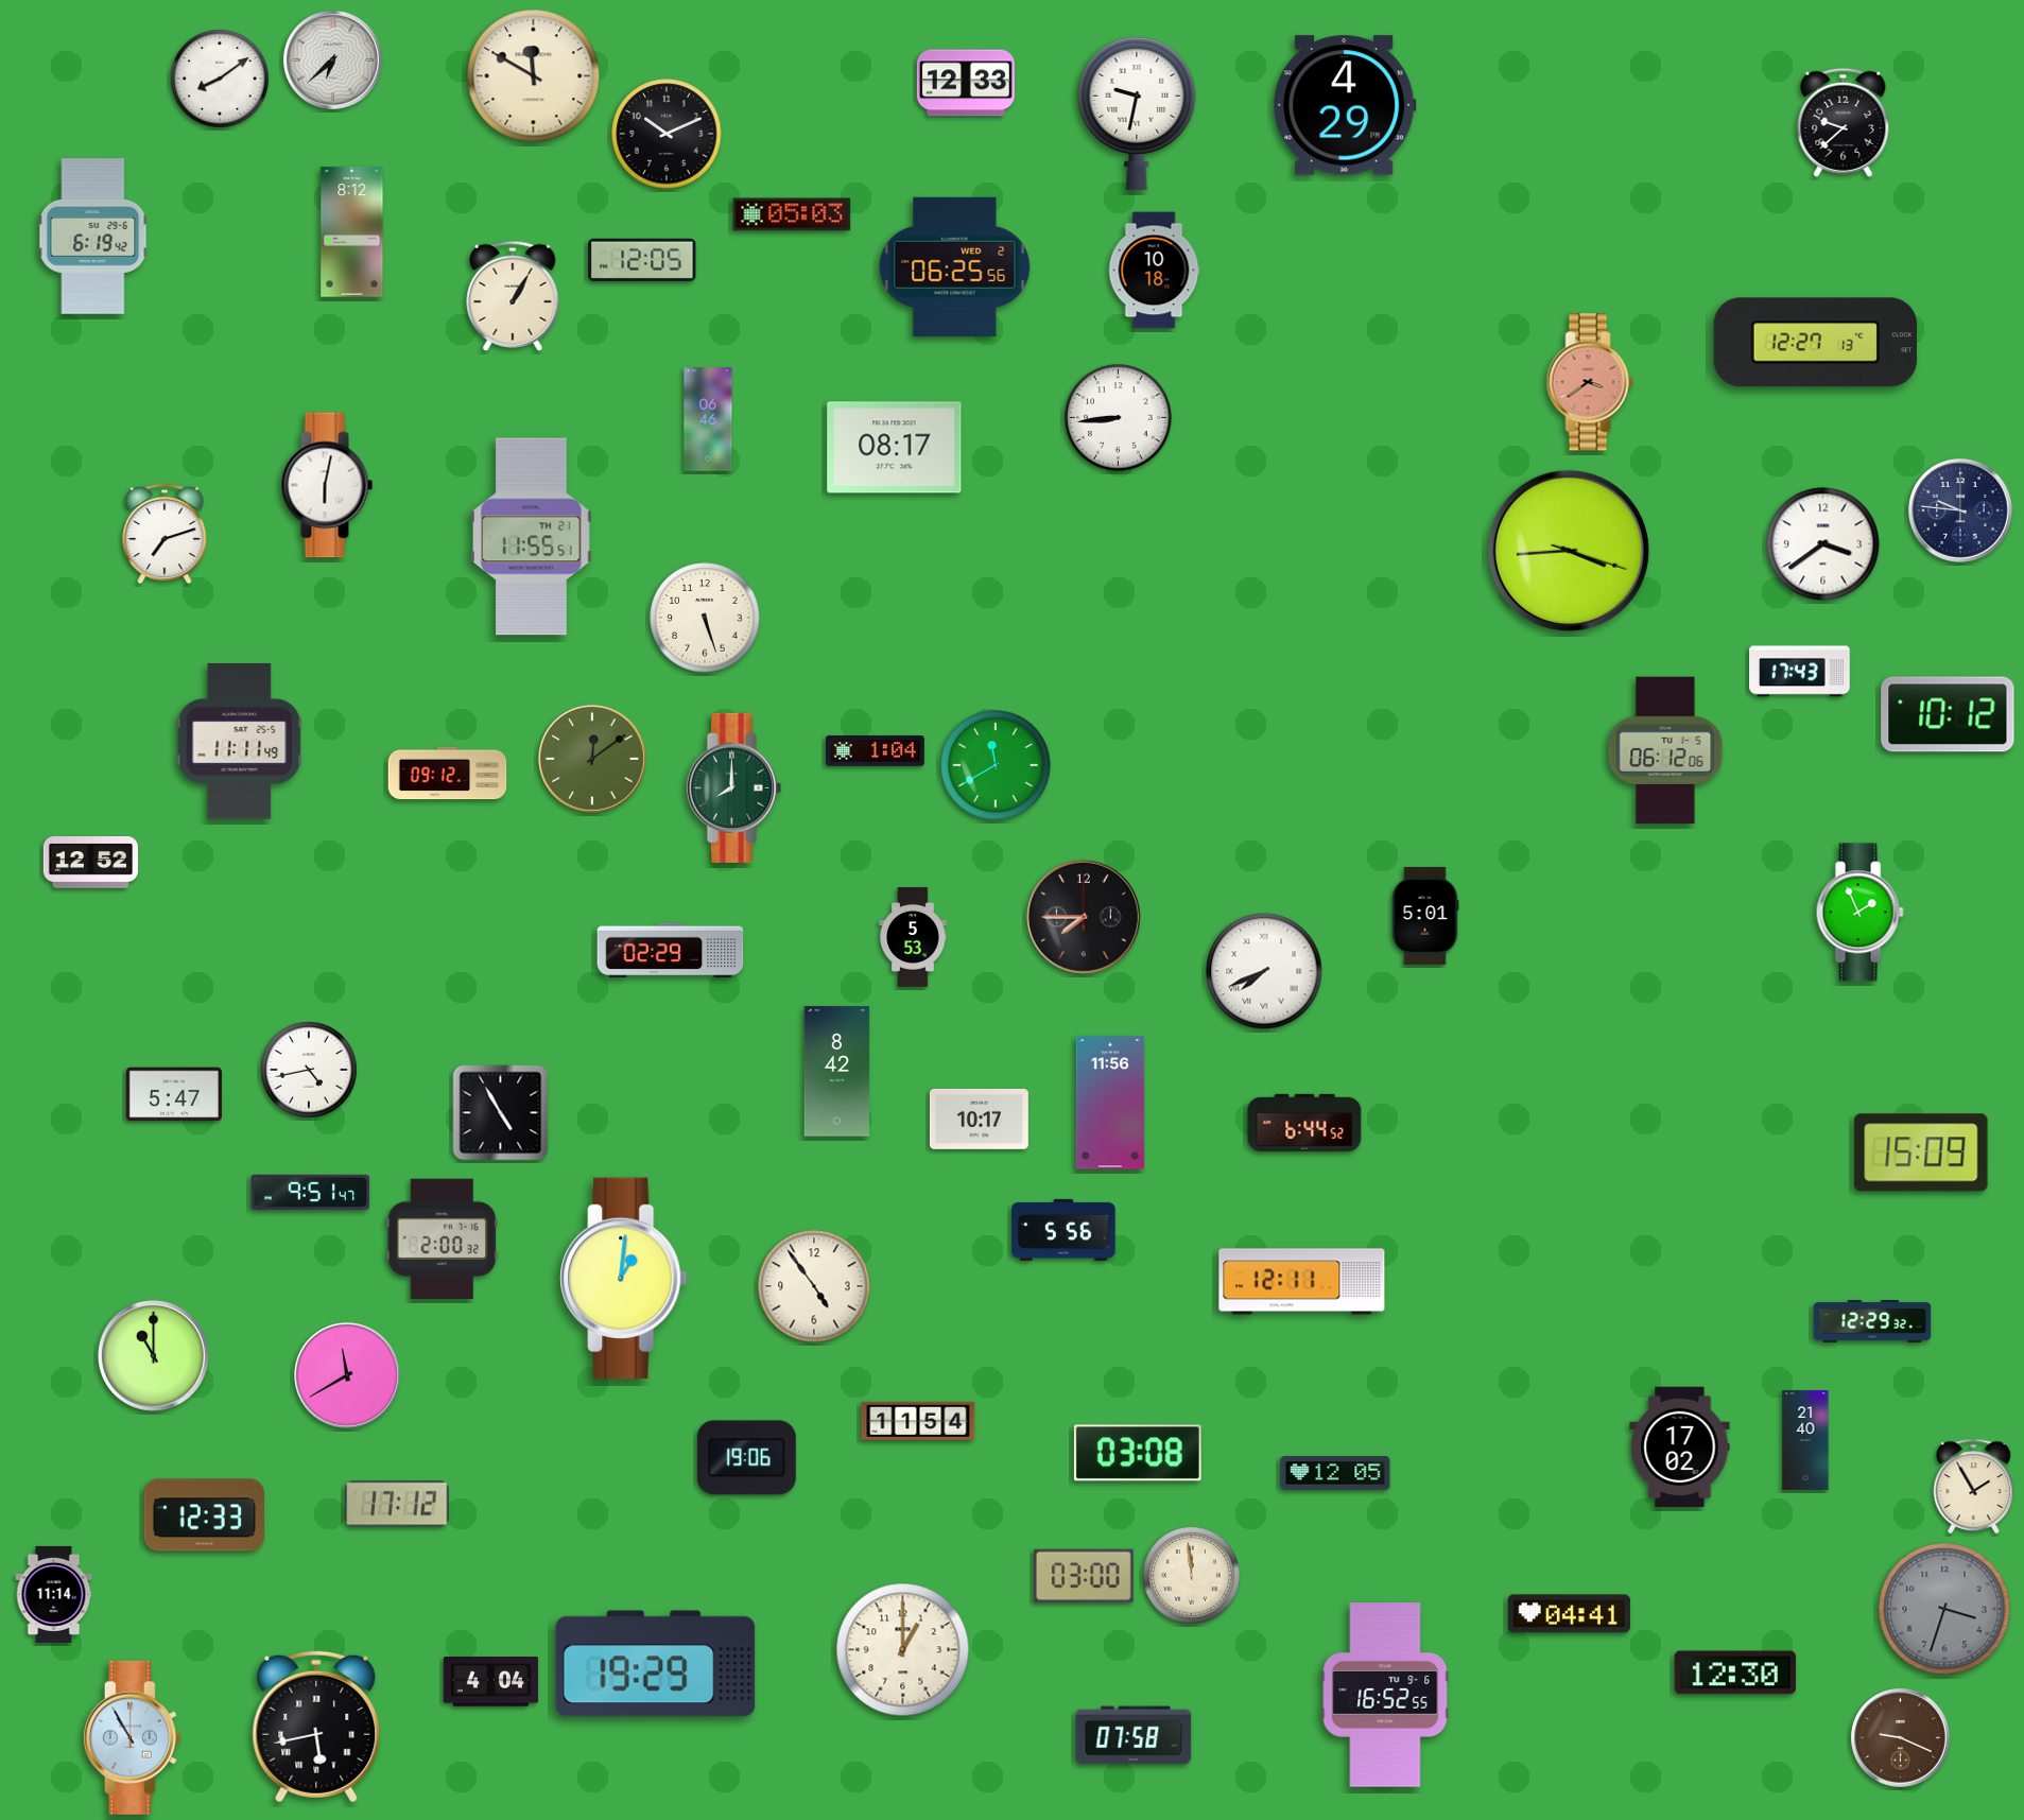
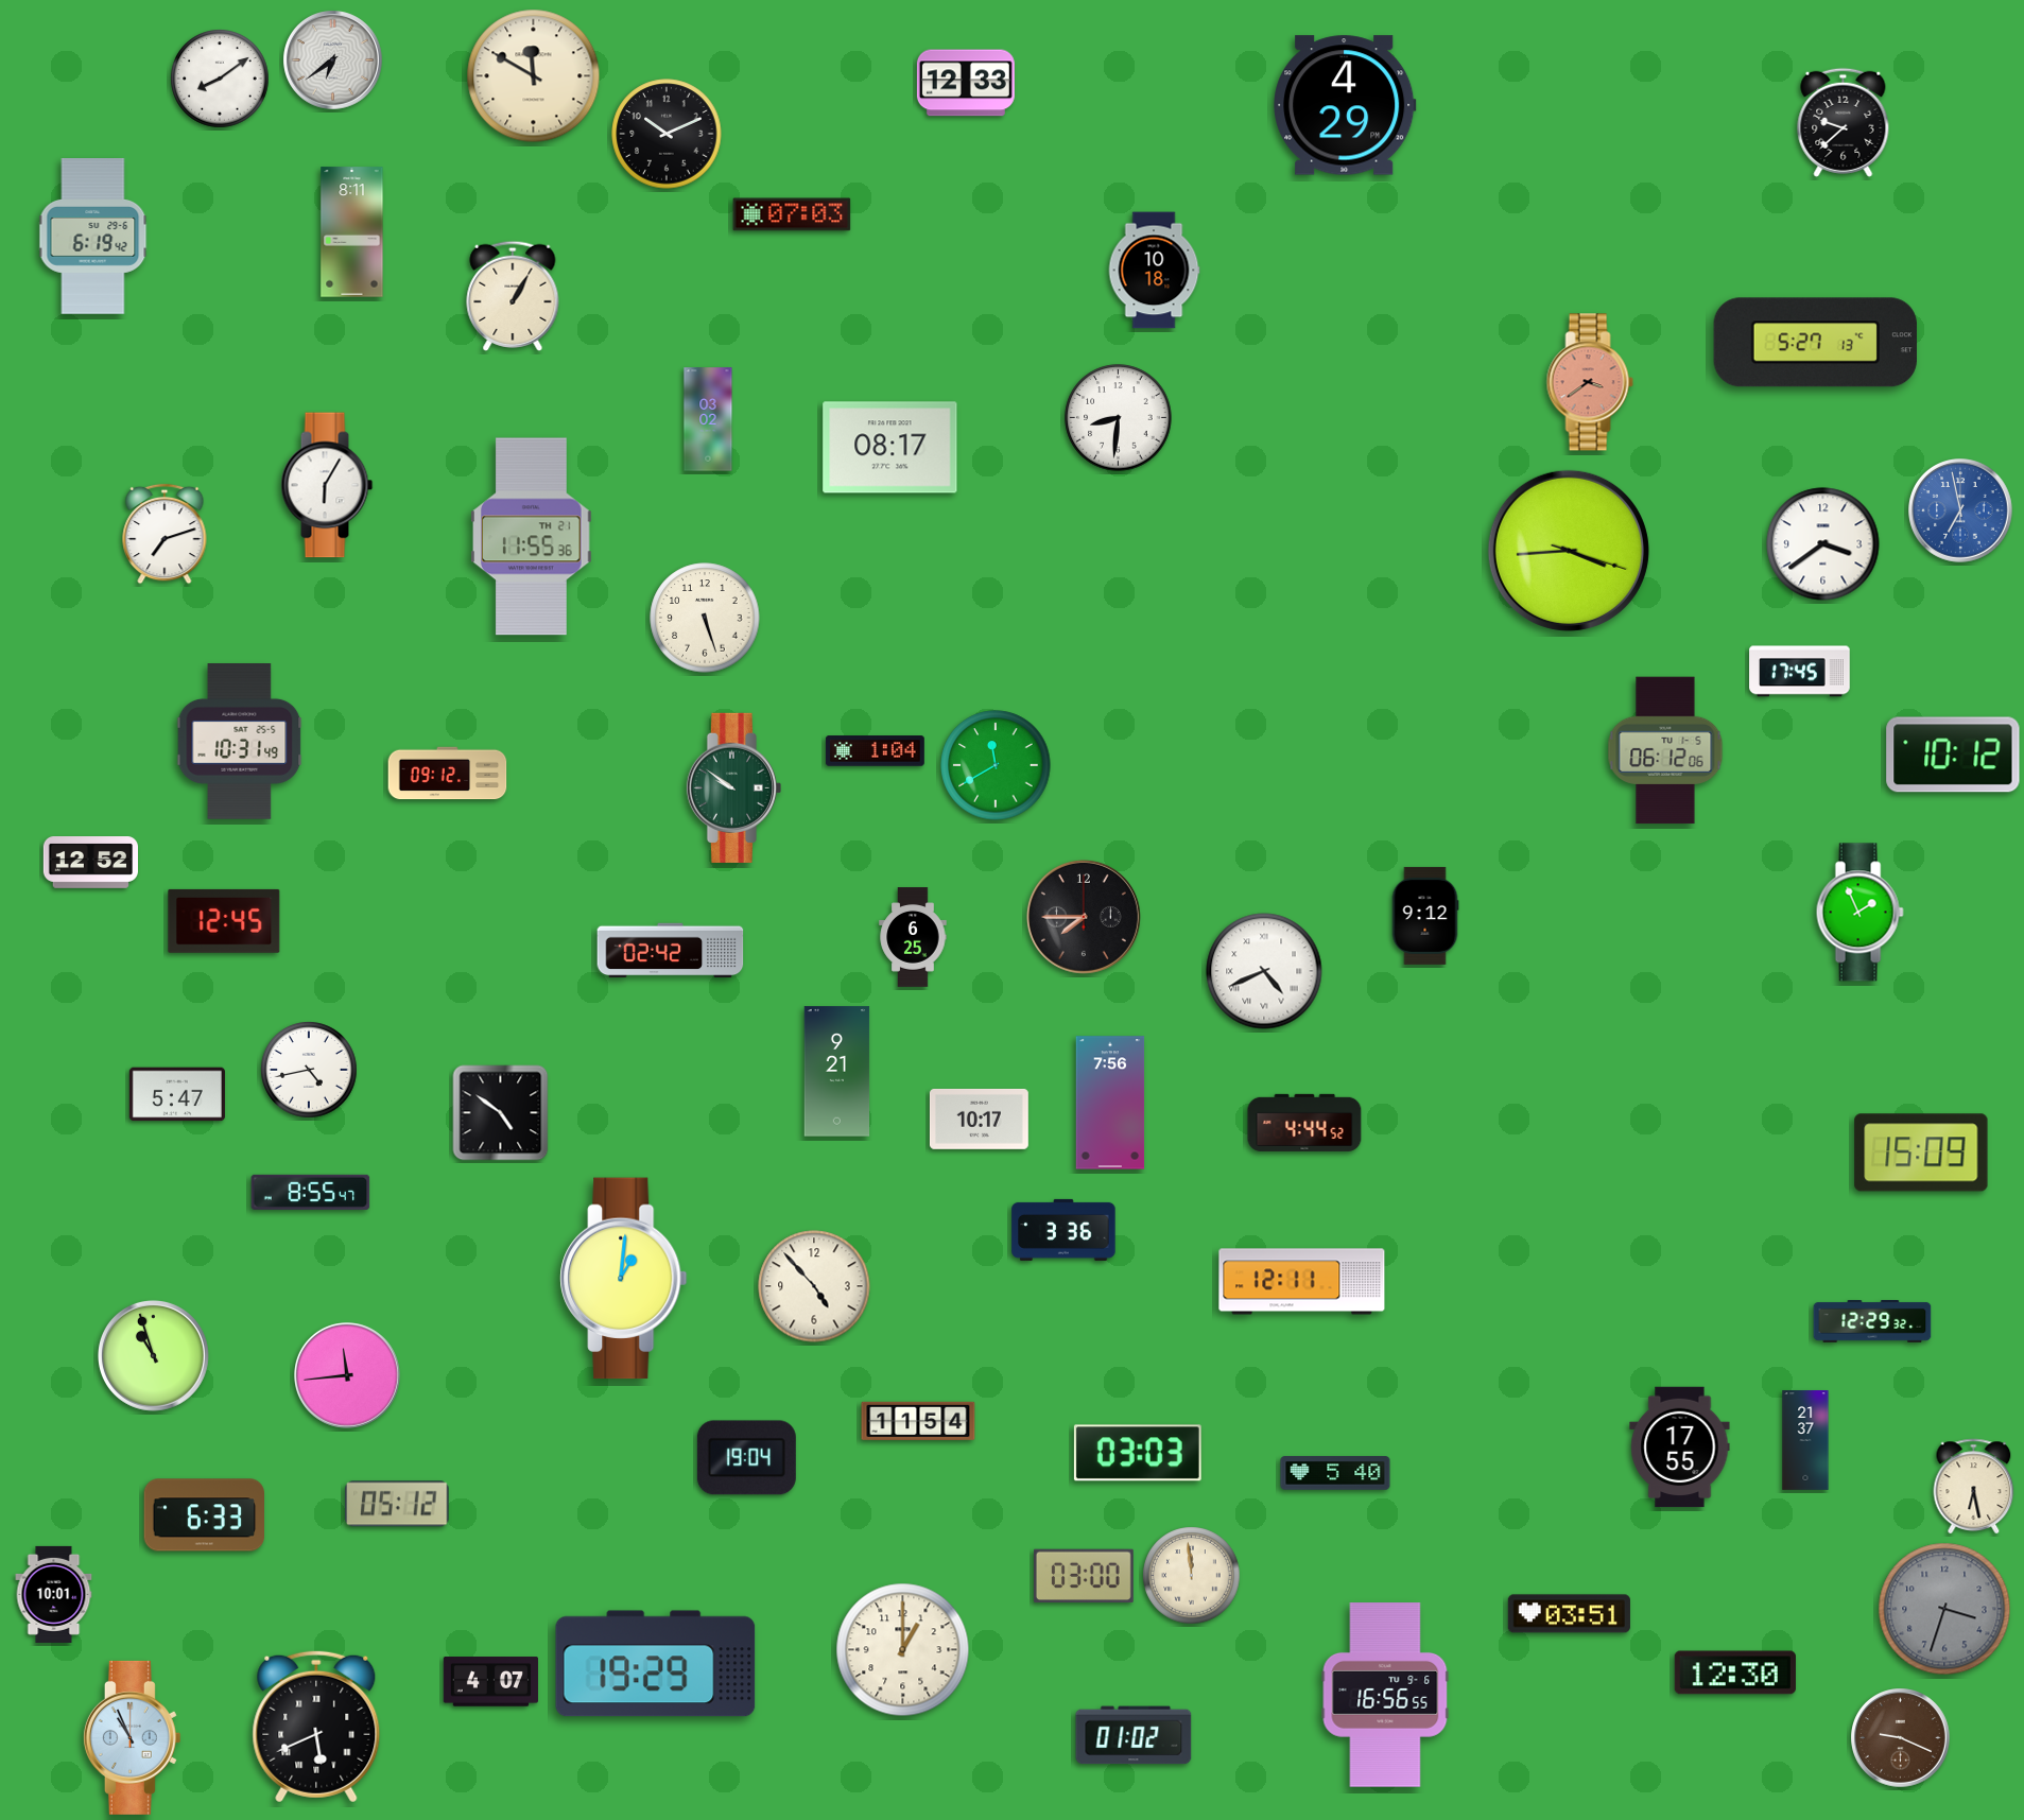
clock at (333, 60): 6:38 -> 6:39
clock at (1137, 112): 9:32 -> none
clock at (792, 214): 05:03 -> 07:03
clock at (352, 232): 8:12 -> 8:11
clock at (642, 260): 12:05 -> none
clock at (955, 266): 06:25 -> none
clock at (1815, 343): 12:27 -> 5:27
clock at (1119, 418): 8:44 -> 8:31
clock at (708, 419): 06:46 -> 03:02
clock at (895, 448) position: (895, 448) -> (890, 448)
clock at (327, 485): 6:02 -> 6:05
clock at (1961, 512): 9:46 -> 6:58
clock at (1961, 512) dial: navy -> blue
clock at (532, 537): 11:55:51 -> 11:55:36
clock at (1800, 672): 17:43 -> 17:45
clock at (1948, 714) position: (1948, 714) -> (1953, 755)
clock at (240, 742): 11:11 -> 10:31
clock at (592, 759): 12:09 -> none
clock at (733, 787): 8:00 -> 9:51
clock at (1425, 916): 5:01 -> 9:12
clock at (224, 921): none -> 12:45
clock at (913, 937): 5:53 -> 6:25
clock at (671, 951): 02:29 -> 02:42
clock at (1264, 971): 7:41 -> 4:41
clock at (837, 1072): 8:42 -> 9:21
clock at (174, 1094) position: (174, 1094) -> (177, 1094)
clock at (1110, 1103): 11:56 -> 7:56
clock at (501, 1113): 4:55 -> 4:51
clock at (1304, 1123): 6:44 -> 4:44
clock at (311, 1192): 9:51 -> 8:55
clock at (1063, 1230): 5:56 -> 3:36
clock at (443, 1240): 2:00 -> none
clock at (814, 1286): 4:54 -> 4:53
clock at (153, 1355): 11:00 -> 10:57
clock at (348, 1376): 11:40 -> 11:44
clock at (1805, 1440): 21:40 -> 21:37
clock at (1680, 1448): 17:02 -> 17:55
clock at (1138, 1453): 03:08 -> 03:03
clock at (746, 1458): 19:06 -> 19:04
clock at (1335, 1473): 12:05 -> 5:40
clock at (1974, 1486): 1:55 -> 6:28
clock at (397, 1504): 17:12 -> 05:12
clock at (204, 1515): 12:33 -> 6:33
clock at (54, 1594): 11:14 -> 10:01
clock at (1569, 1614): 04:41 -> 03:51
clock at (490, 1682): 4:04 -> 4:07
clock at (1385, 1696): 16:52 -> 16:56
clock at (316, 1727): 5:43 -> 5:41
clock at (1134, 1735): 07:58 -> 01:02
clock at (132, 1737): 10:55 -> 10:56
